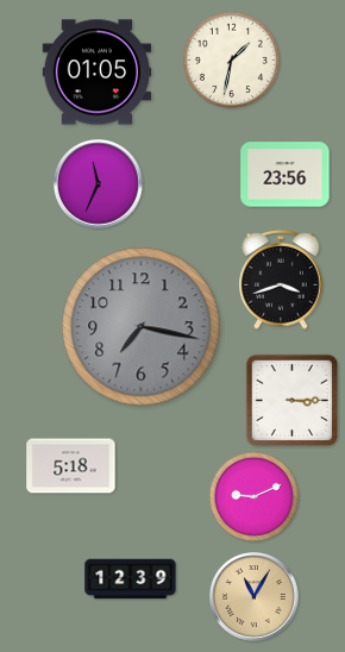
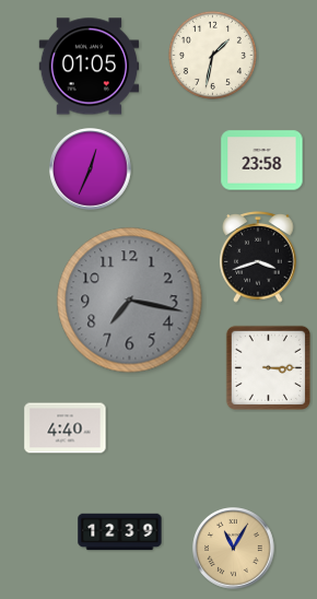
clock at (286, 175): 23:56 -> 23:58
clock at (99, 184): 11:34 -> 12:34
clock at (71, 466): 5:18 -> 4:40
clock at (253, 496): 9:11 -> none
